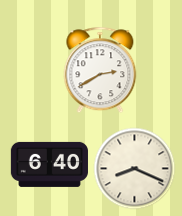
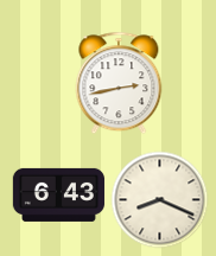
clock at (100, 70): 2:40 -> 2:43
clock at (49, 164): 6:40 -> 6:43
